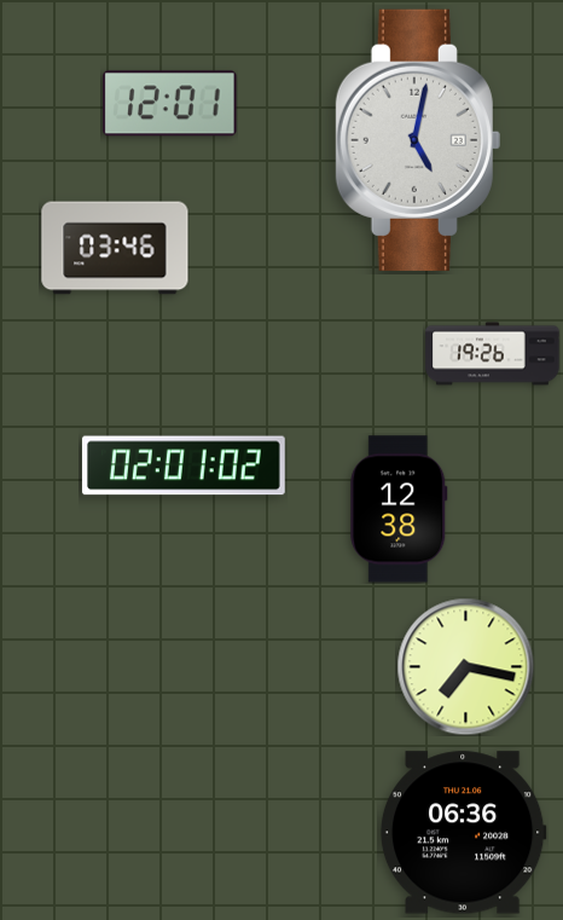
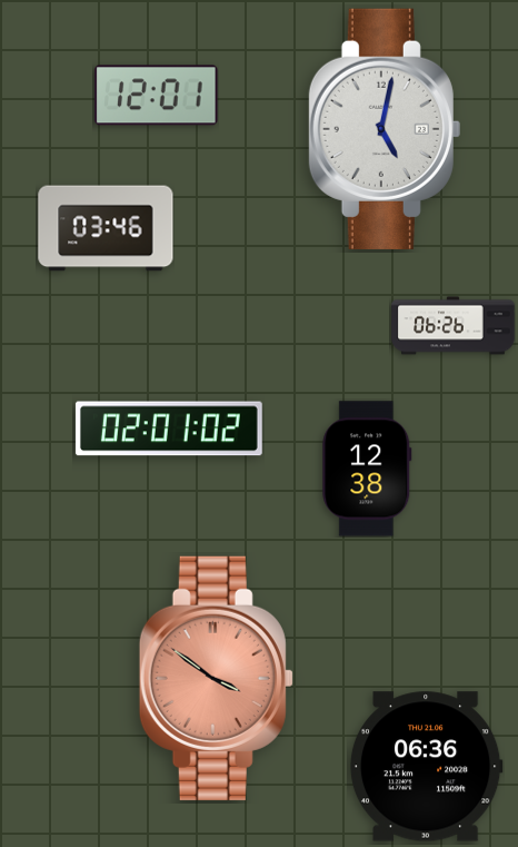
clock at (493, 354): 19:26 -> 06:26
clock at (465, 666): 7:17 -> none
clock at (216, 678): none -> 3:51
